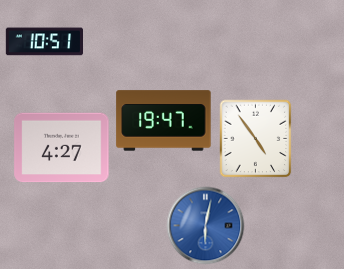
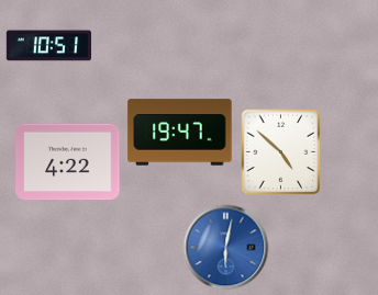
clock at (256, 138): 4:54 -> 4:52
clock at (62, 148): 4:27 -> 4:22
